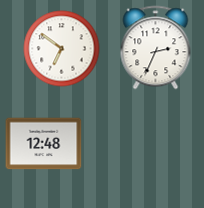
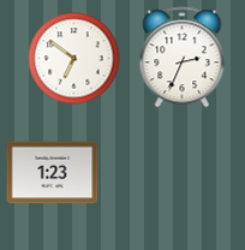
clock at (156, 48) position: (156, 48) -> (183, 58)
clock at (44, 144): 12:48 -> 1:23
